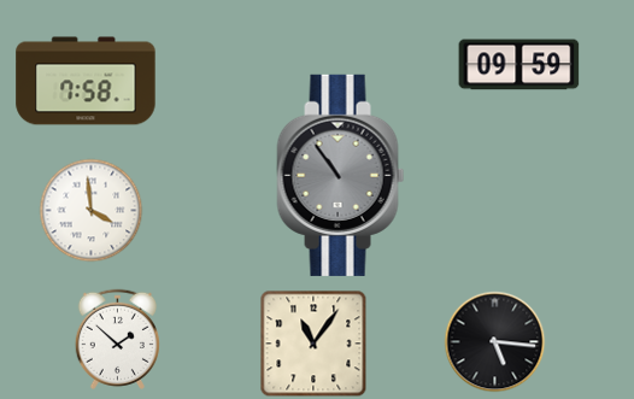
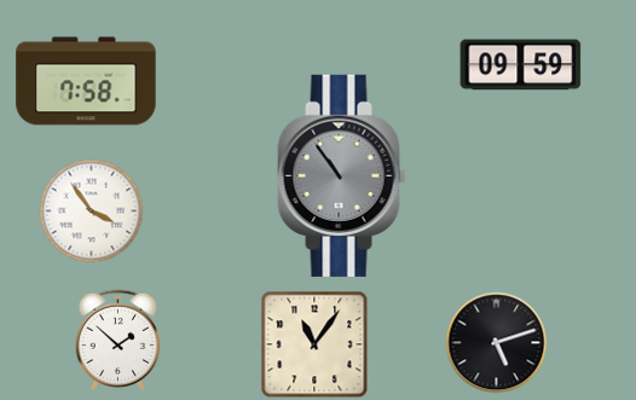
clock at (92, 211): 3:59 -> 3:54
clock at (495, 342): 5:16 -> 5:12
